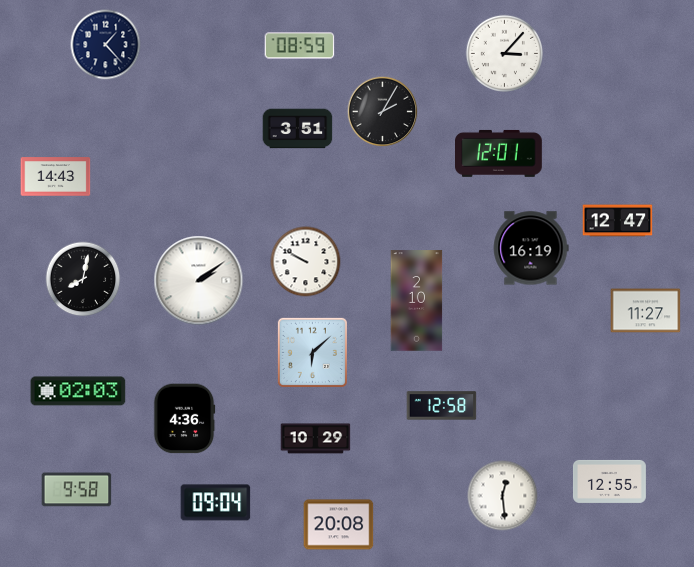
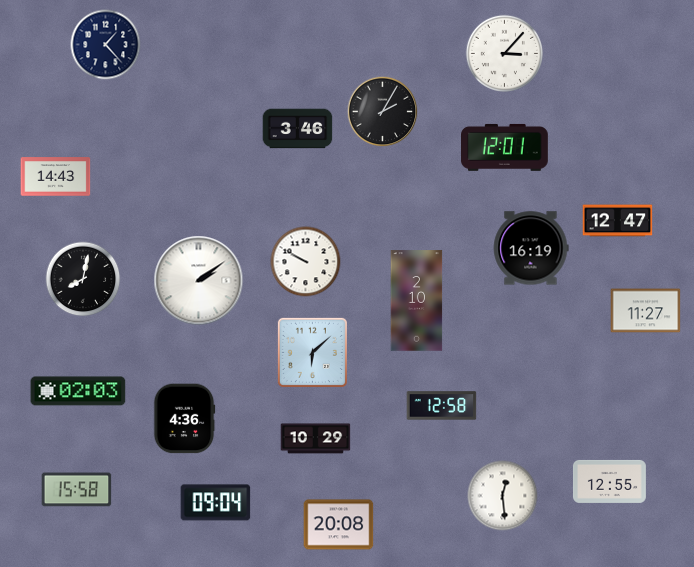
clock at (300, 46): 08:59 -> none
clock at (298, 129): 3:51 -> 3:46
clock at (499, 153) position: (499, 153) -> (505, 147)
clock at (77, 490): 9:58 -> 15:58
